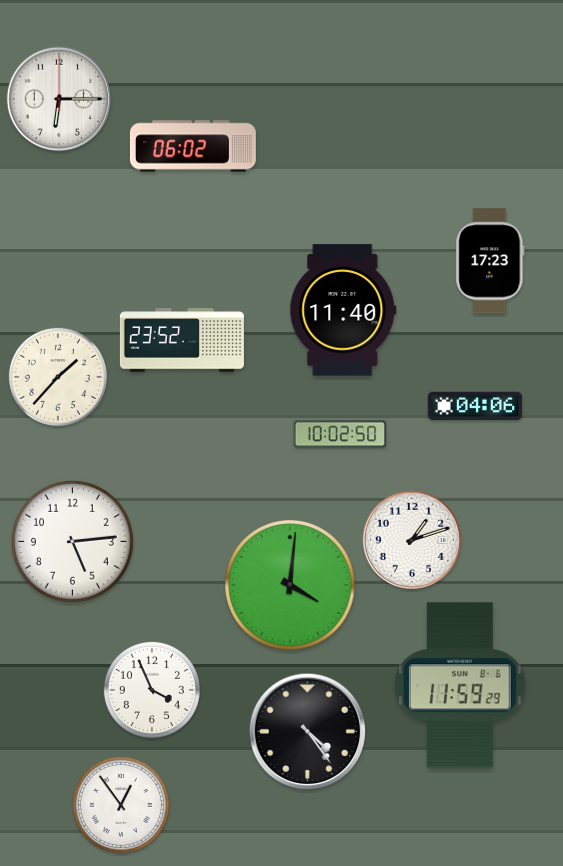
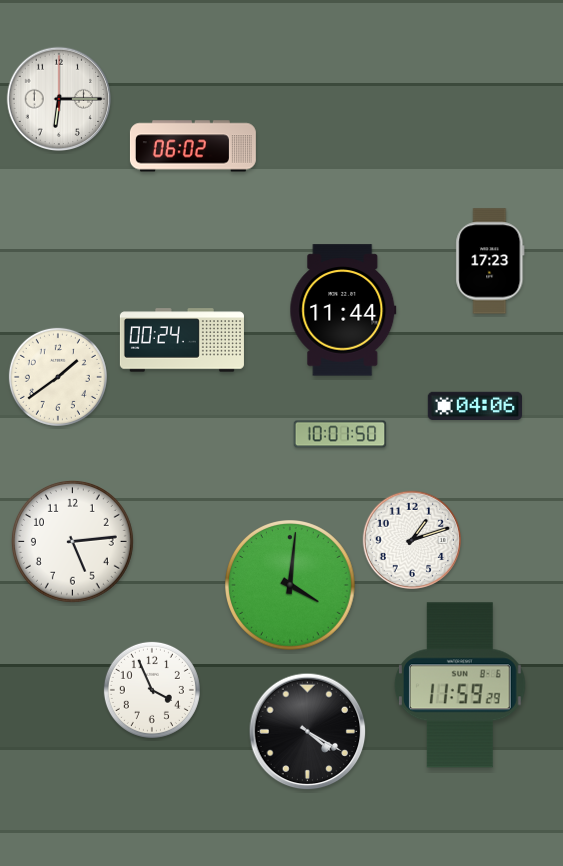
clock at (343, 310): 11:40 -> 11:44
clock at (182, 340): 23:52 -> 00:24
clock at (58, 377): 1:37 -> 1:39
clock at (340, 434): 10:02 -> 10:01
clock at (308, 732): 4:24 -> 4:20
clock at (121, 805): 12:54 -> none
